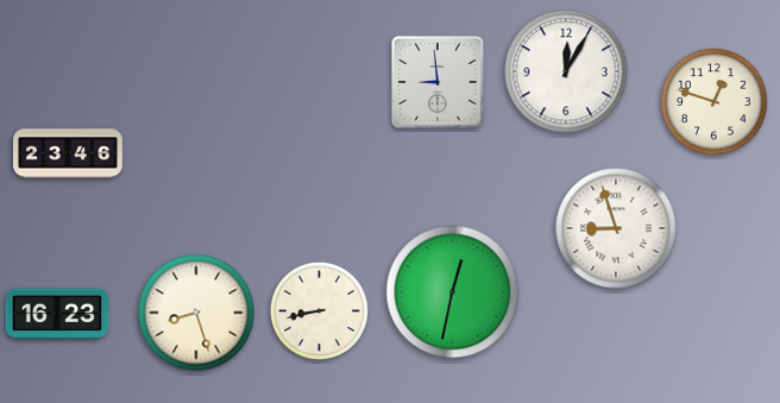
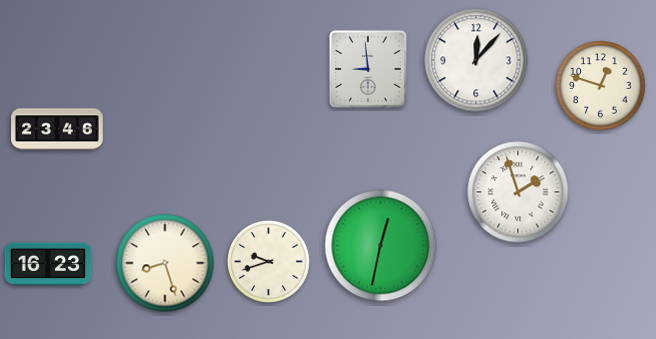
clock at (566, 71): 12:05 -> 12:07
clock at (616, 228): 8:57 -> 1:57
clock at (319, 310): 8:43 -> 9:42
